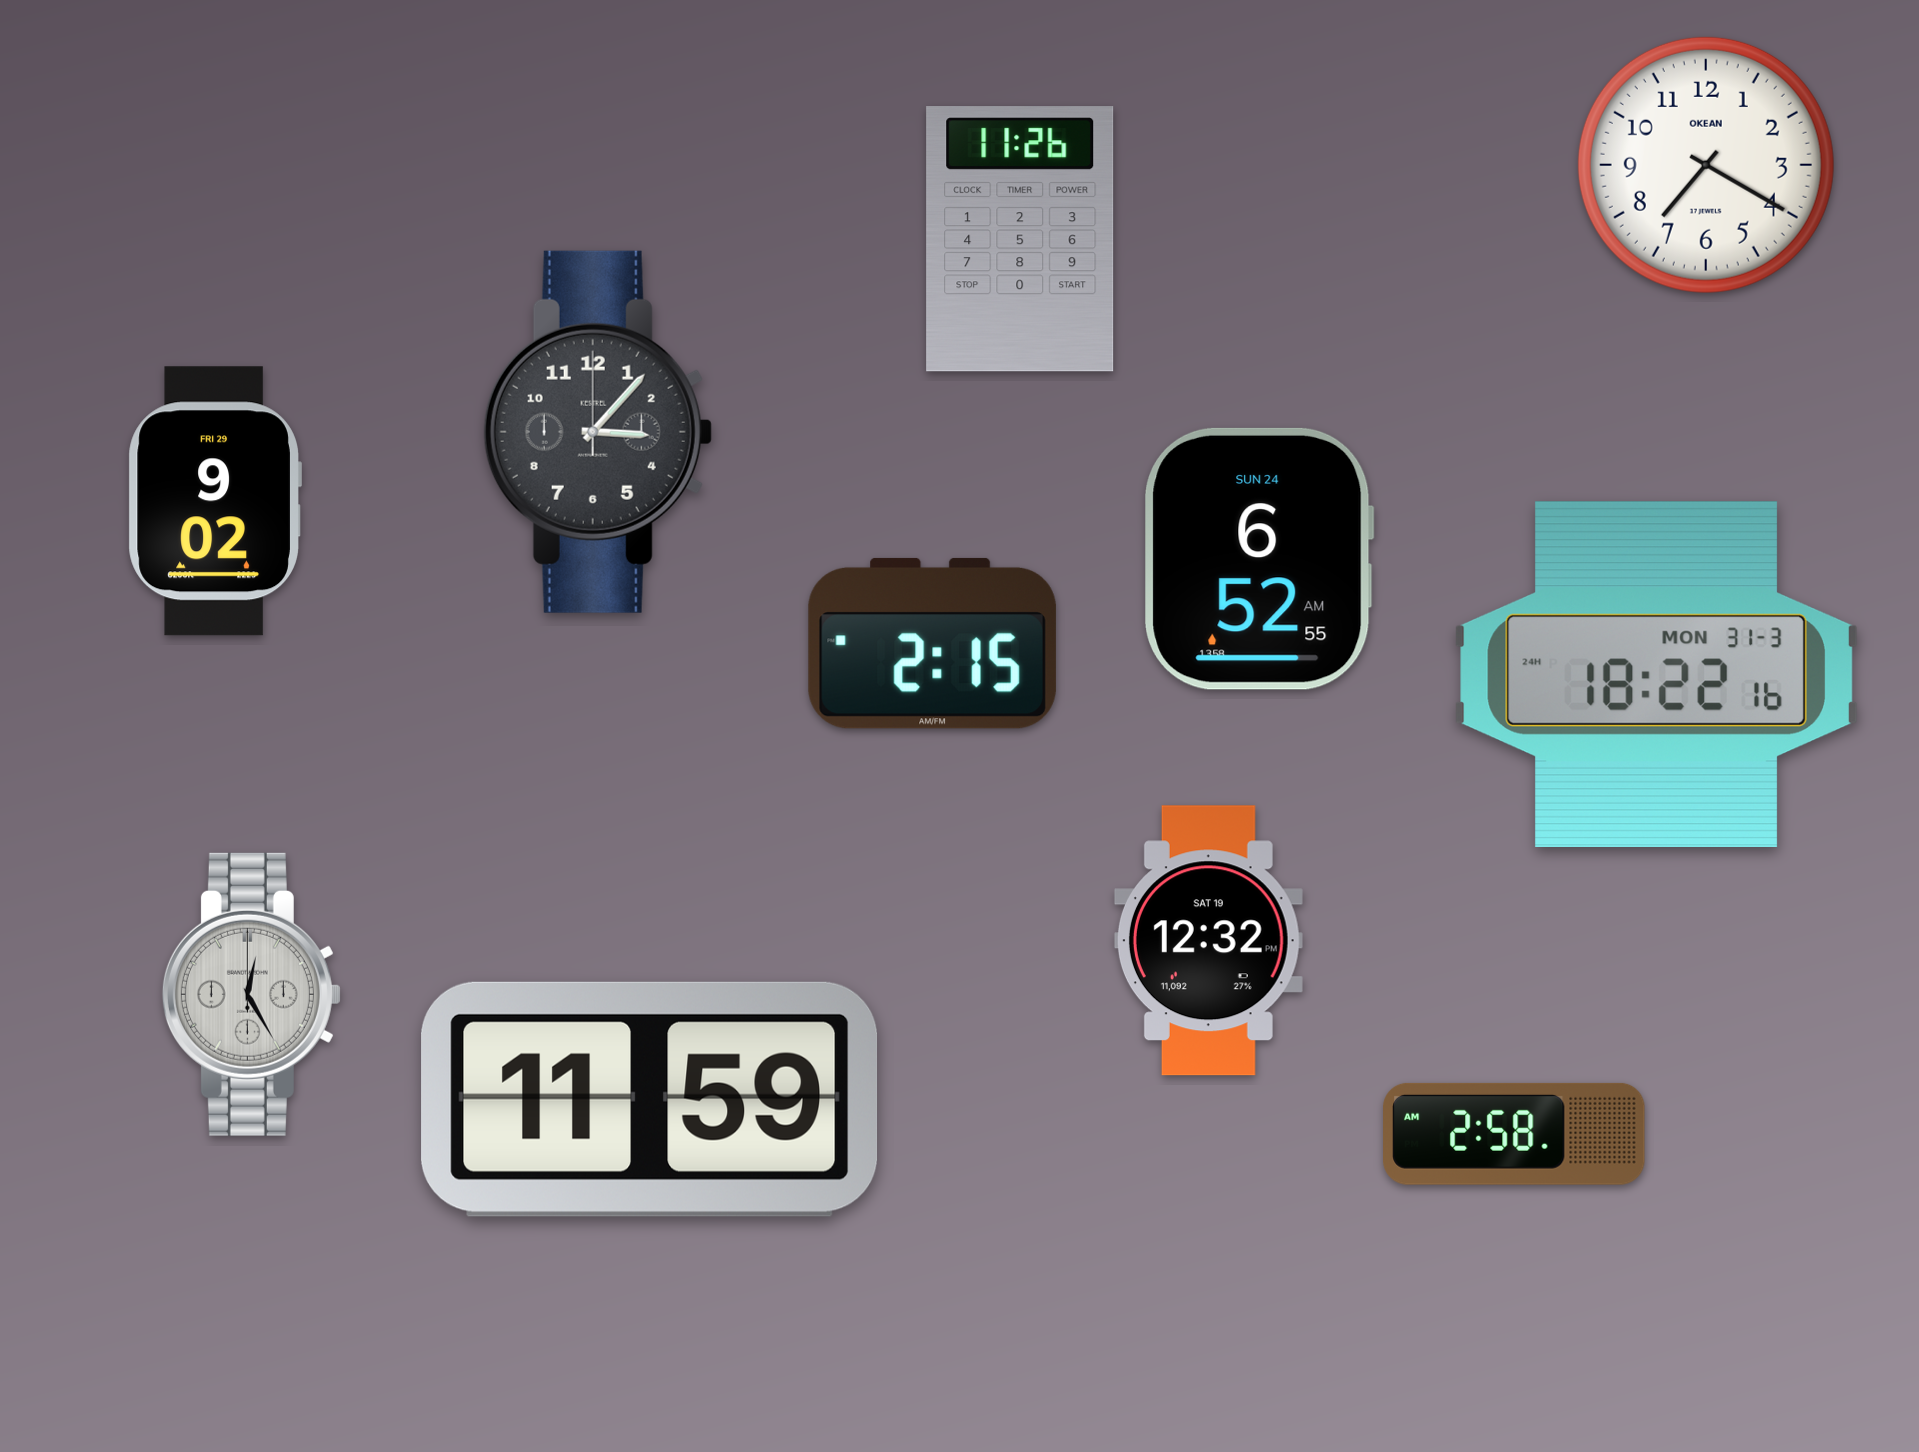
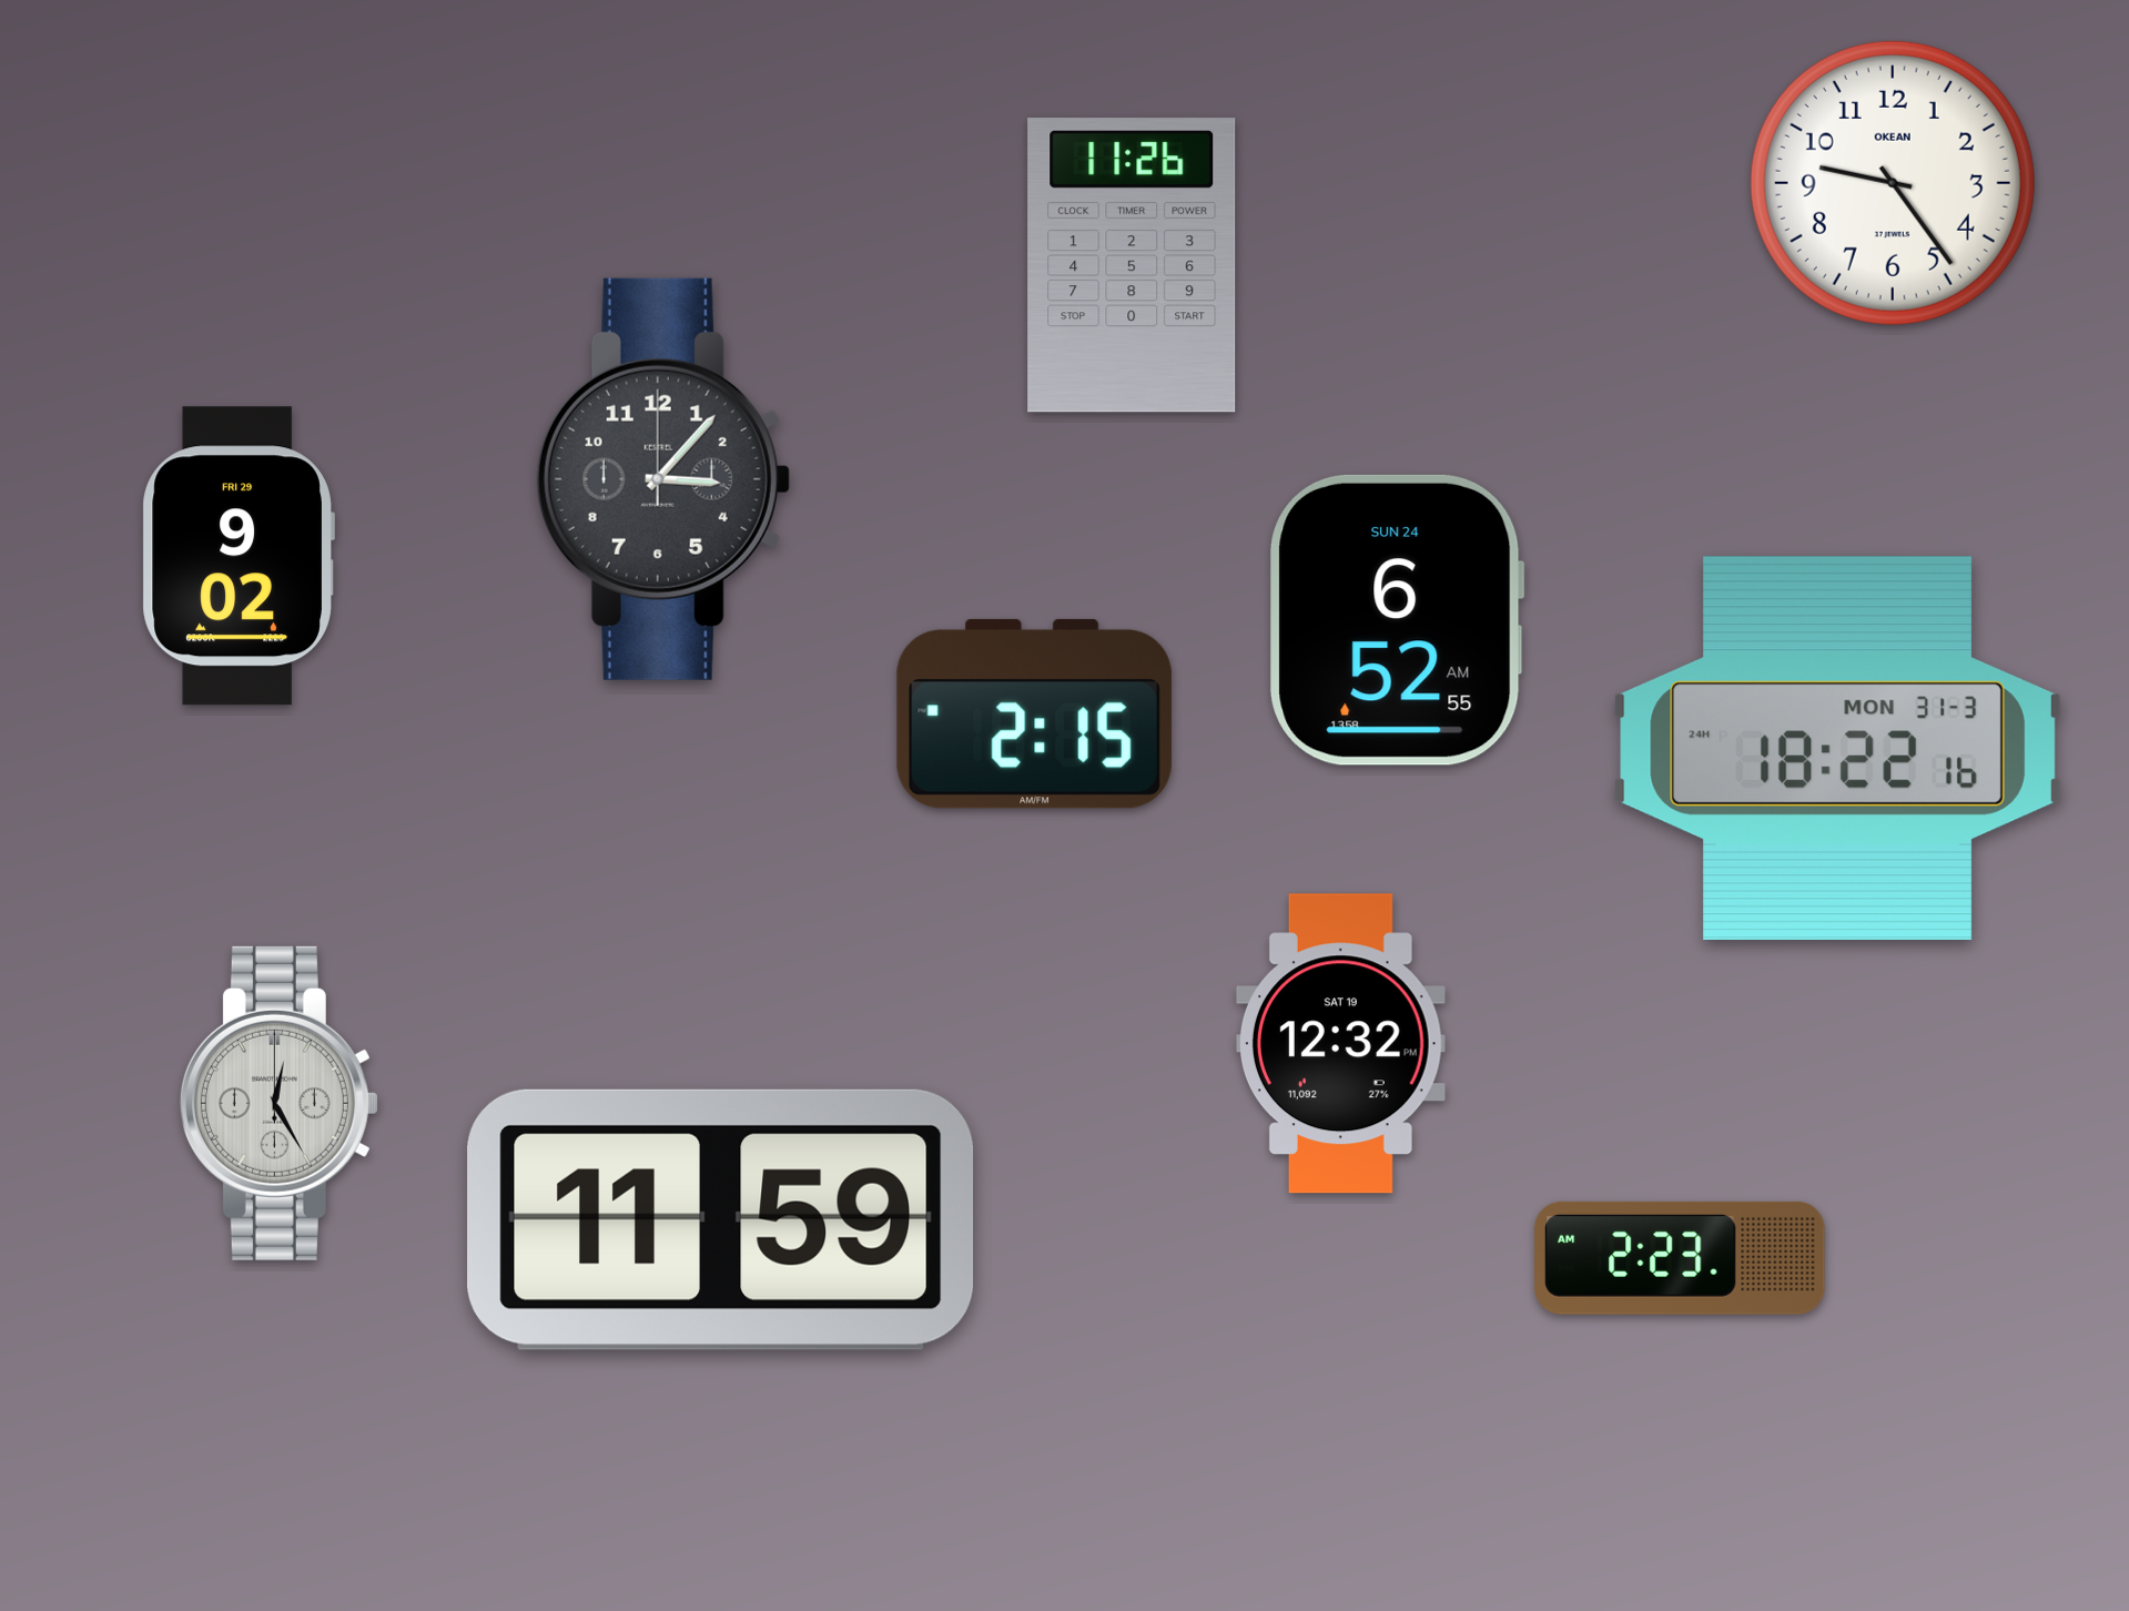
clock at (1706, 165): 7:20 -> 9:24
clock at (1514, 1134): 2:58 -> 2:23
